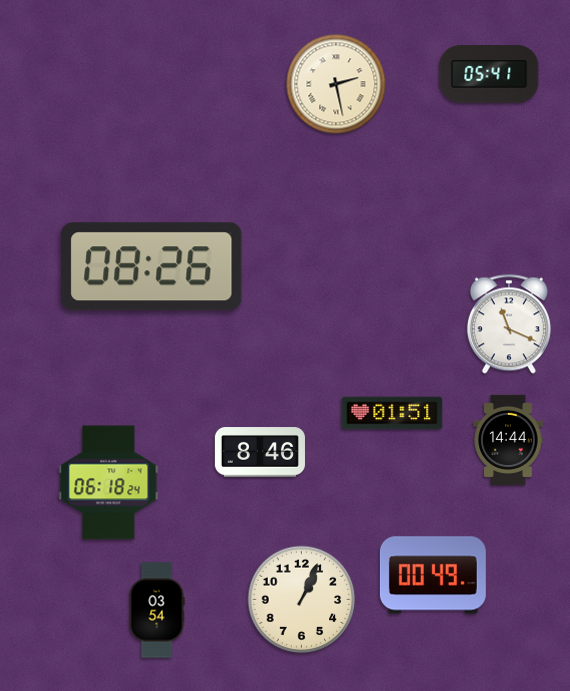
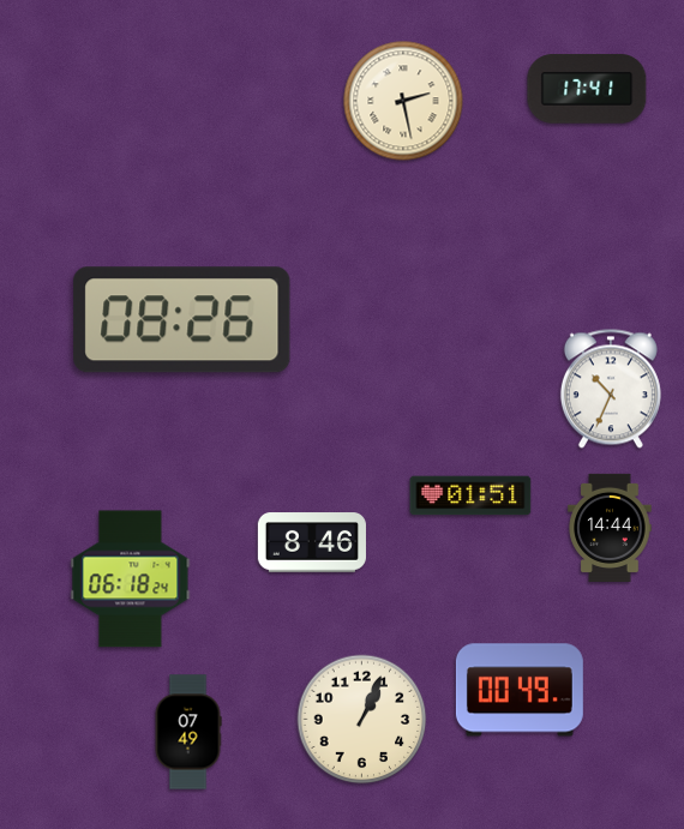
clock at (489, 74): 05:41 -> 17:41
clock at (509, 324): 11:19 -> 10:34
clock at (157, 610): 03:54 -> 07:49
